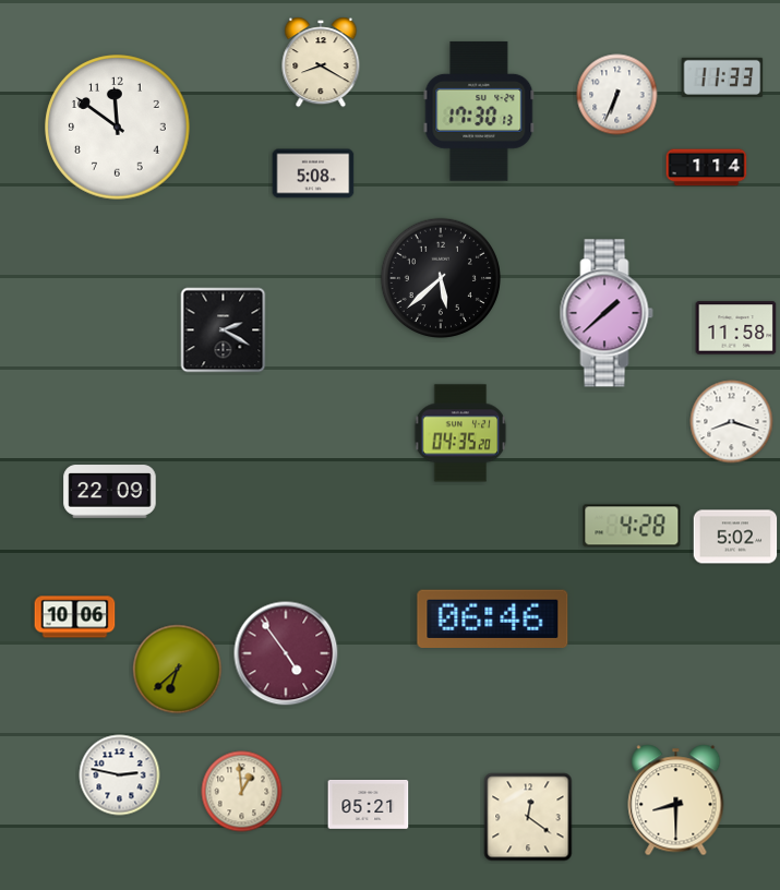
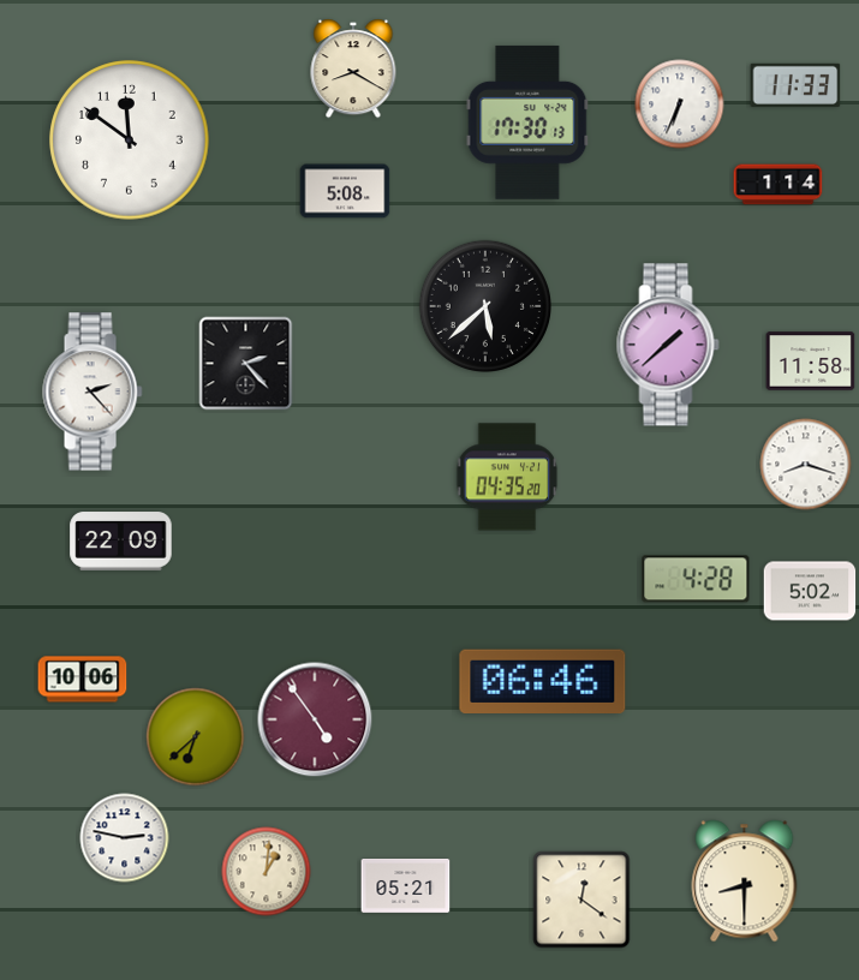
clock at (224, 330): 2:20 -> 2:23
clock at (93, 392): none -> 2:23
clock at (120, 775) position: (120, 775) -> (125, 838)
clock at (242, 792): 12:59 -> 1:01
